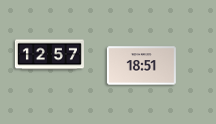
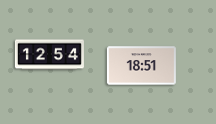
clock at (49, 55): 12:57 -> 12:54
